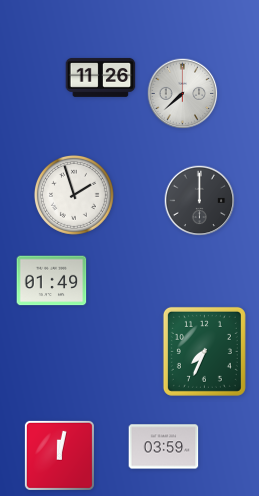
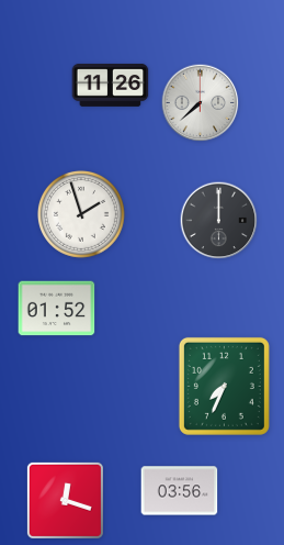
clock at (52, 281): 01:49 -> 01:52
clock at (164, 447): 03:59 -> 03:56
clock at (59, 455): 12:02 -> 12:18
